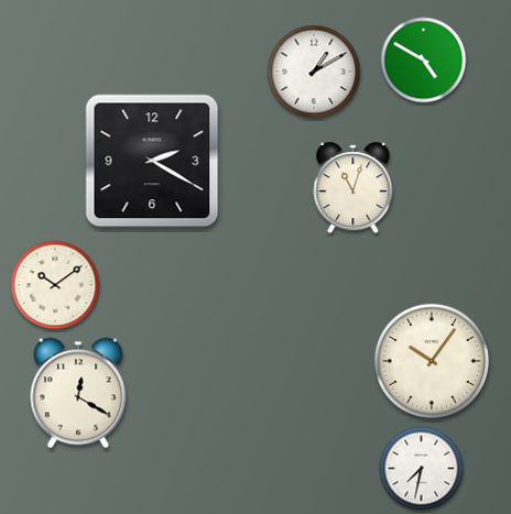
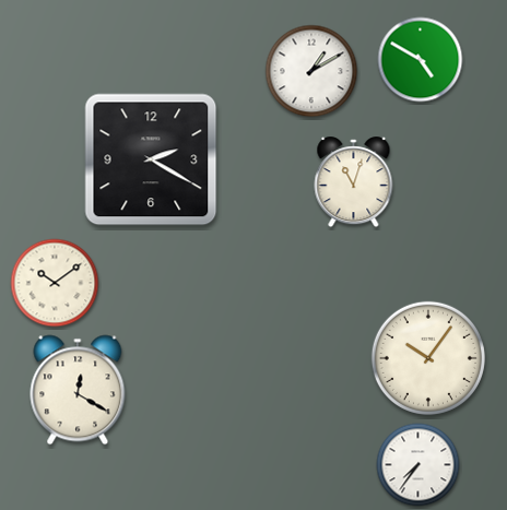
clock at (354, 188) position: (354, 188) -> (354, 182)
clock at (422, 469): 7:32 -> 7:36
